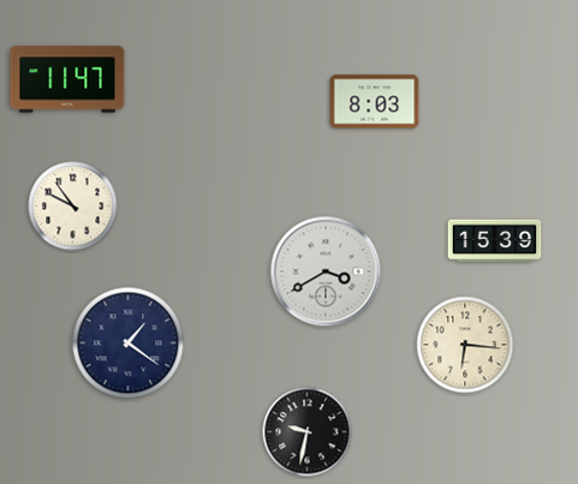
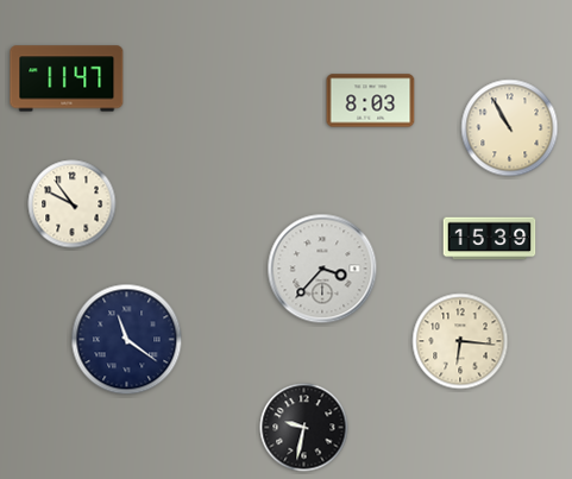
clock at (510, 128): none -> 10:55
clock at (326, 271): 3:40 -> 3:37
clock at (129, 343): 1:21 -> 11:21
